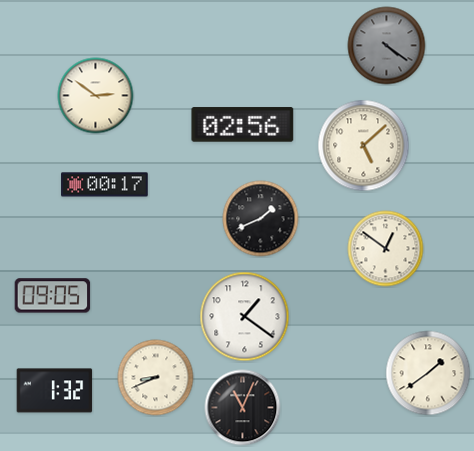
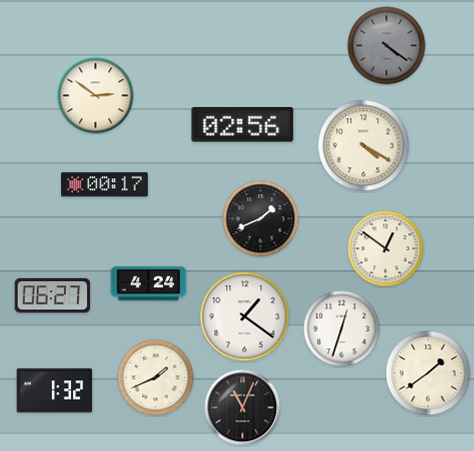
clock at (364, 146): 5:08 -> 4:20
clock at (149, 284): none -> 4:24
clock at (53, 296): 09:05 -> 06:27
clock at (342, 329): none -> 12:33
clock at (156, 378): 8:41 -> 1:41
